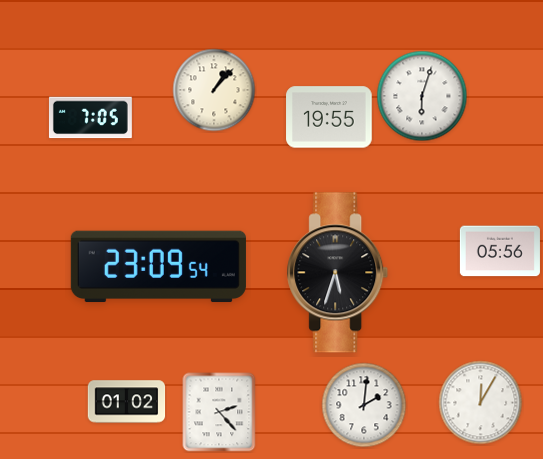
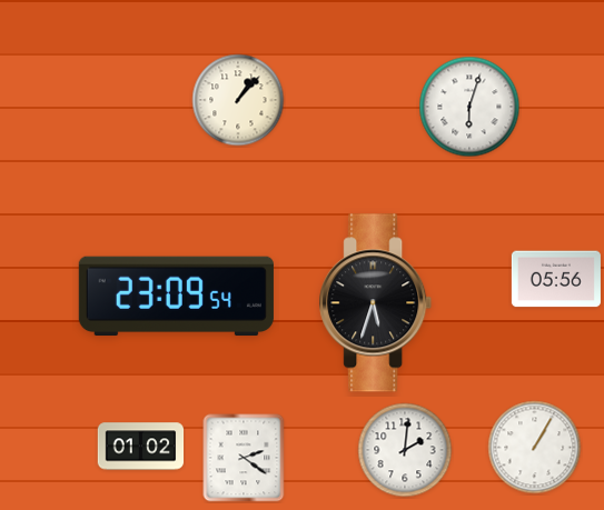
clock at (329, 117): 19:55 -> none
clock at (90, 118): 7:05 -> none
clock at (481, 403): 12:05 -> 1:05
clock at (219, 412): 2:23 -> 2:21
